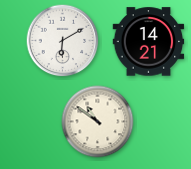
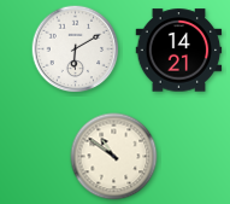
clock at (98, 122) position: (98, 122) -> (114, 157)
